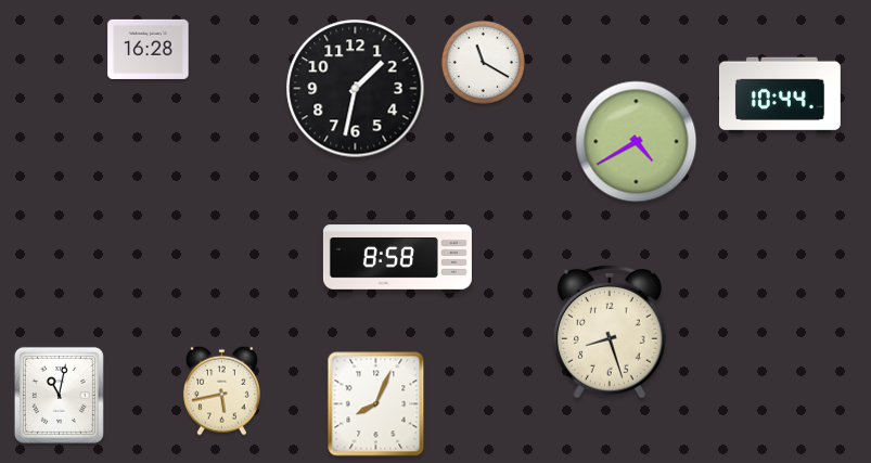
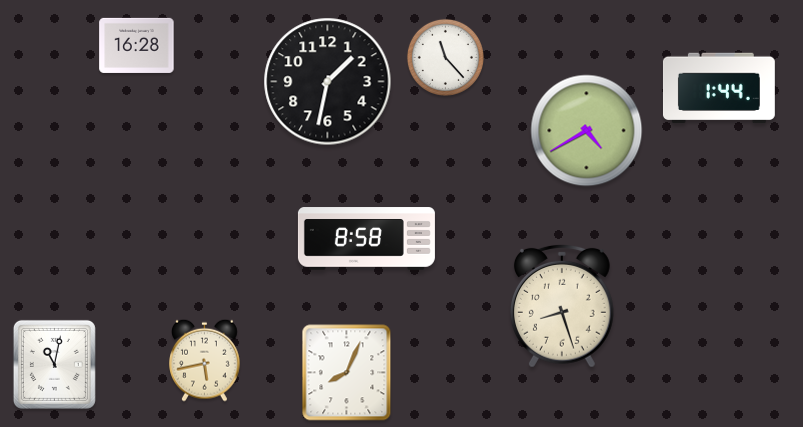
clock at (483, 62): 11:20 -> 11:23
clock at (780, 95): 10:44 -> 1:44
